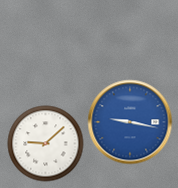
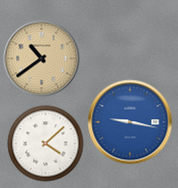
clock at (42, 59): none -> 10:39
clock at (46, 144): 9:08 -> 4:08
